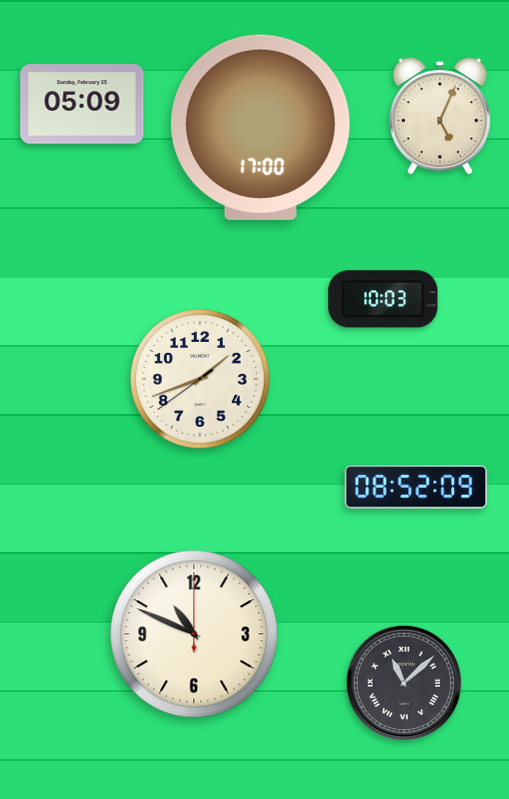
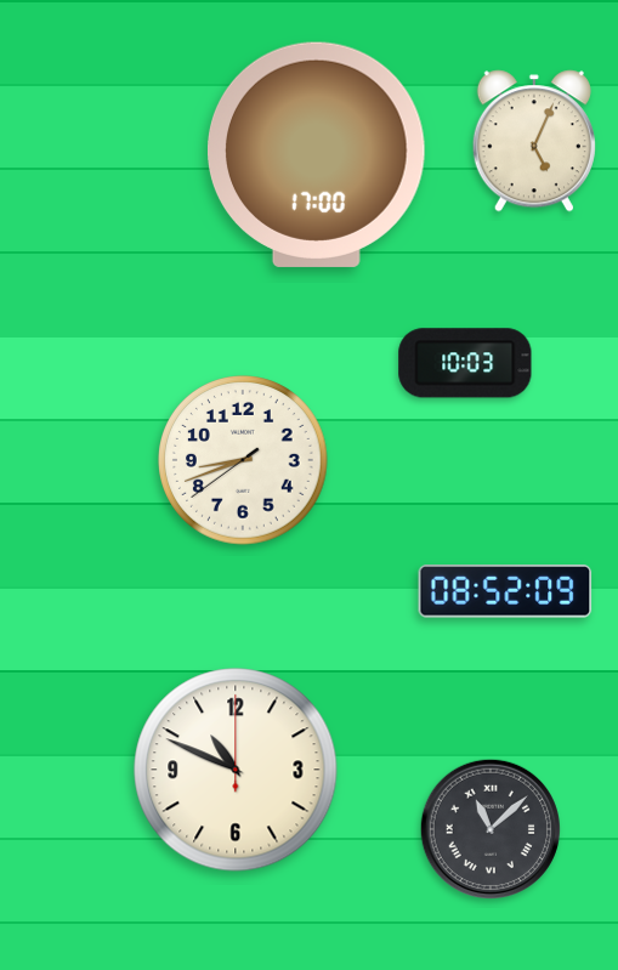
clock at (82, 104): 05:09 -> none
clock at (200, 379): 1:41 -> 8:41
